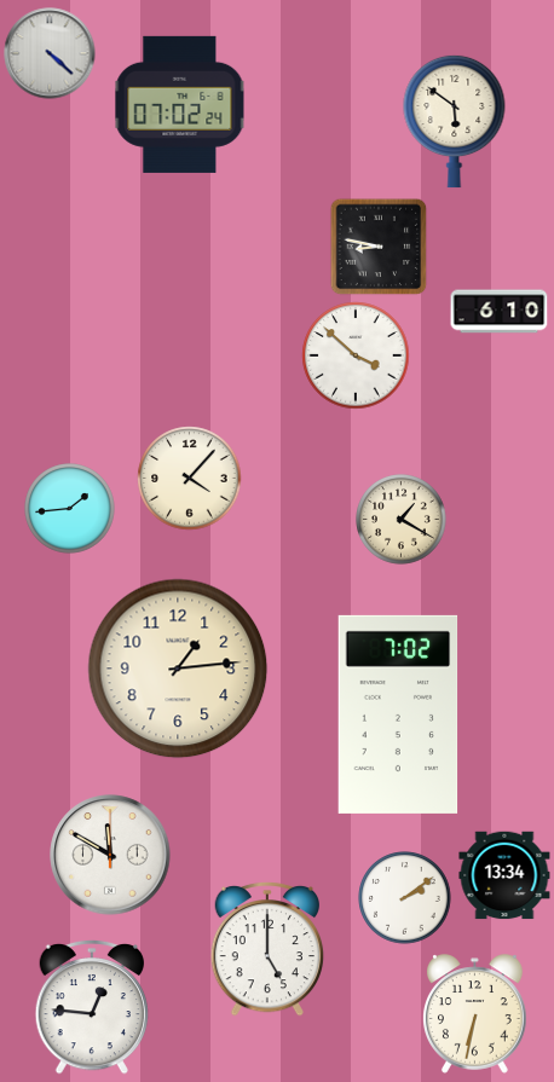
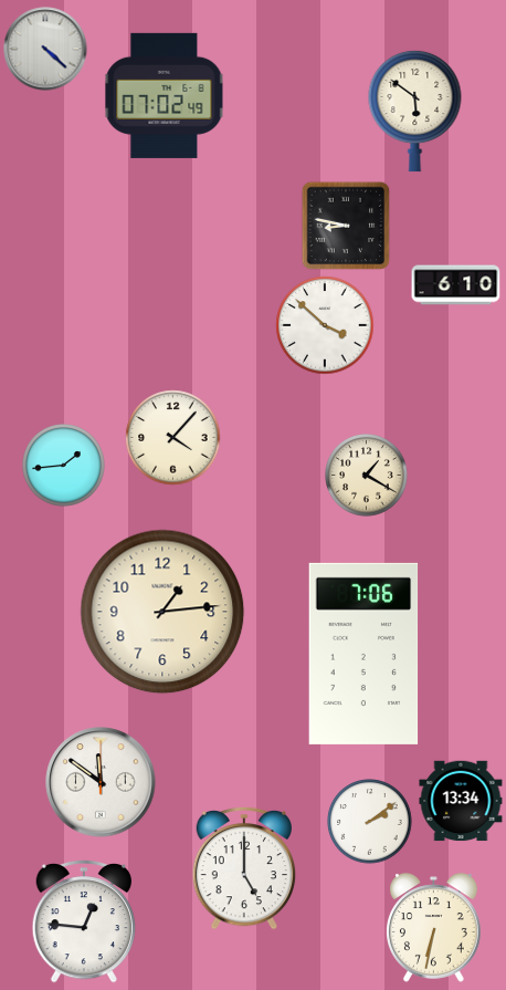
clock at (180, 104): 07:02:24 -> 07:02:49
clock at (398, 714): 7:02 -> 7:06
clock at (110, 855): 11:50 -> 11:51
